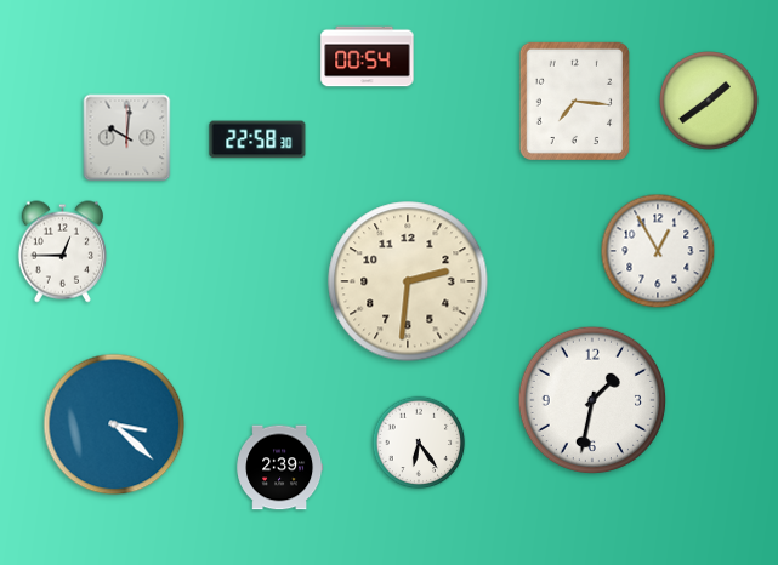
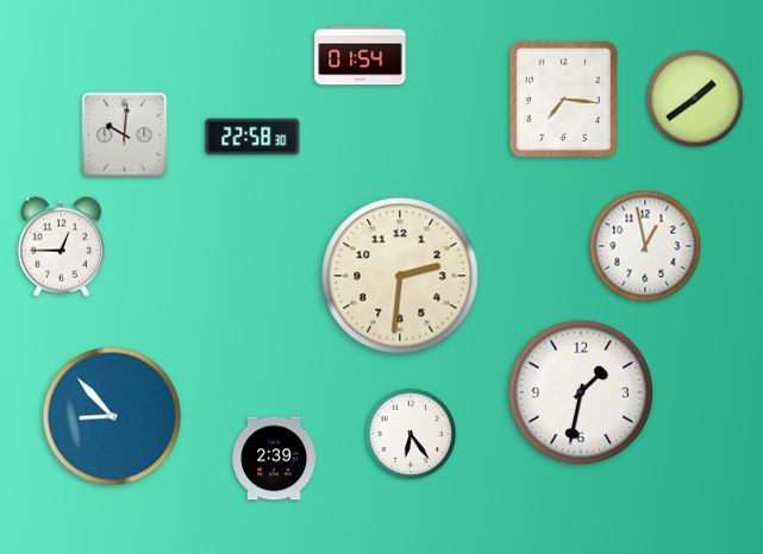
clock at (368, 57): 00:54 -> 01:54
clock at (658, 251): 12:55 -> 12:58
clock at (114, 424): 3:22 -> 8:53
